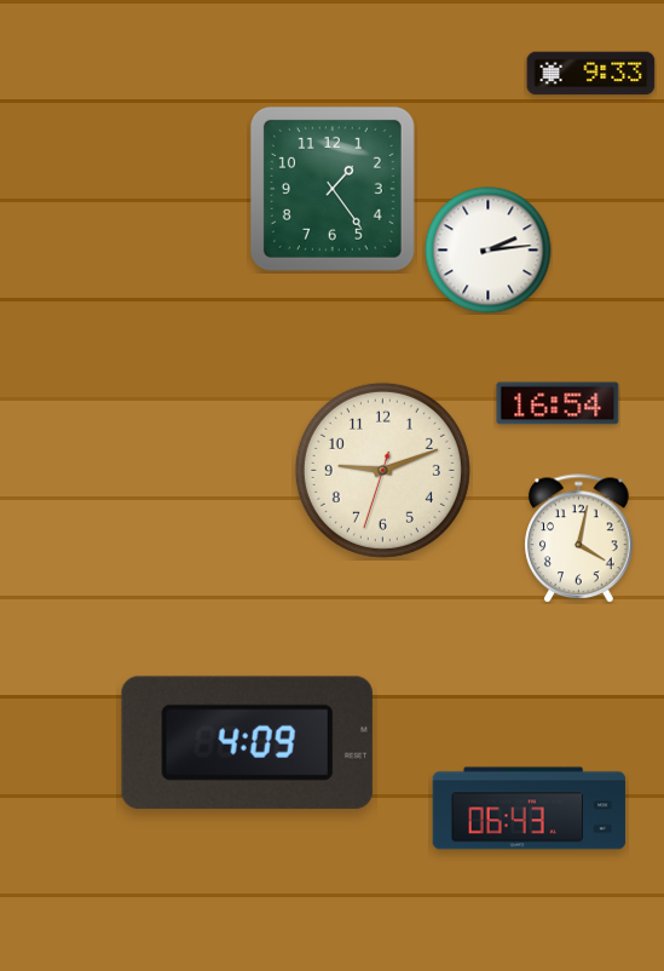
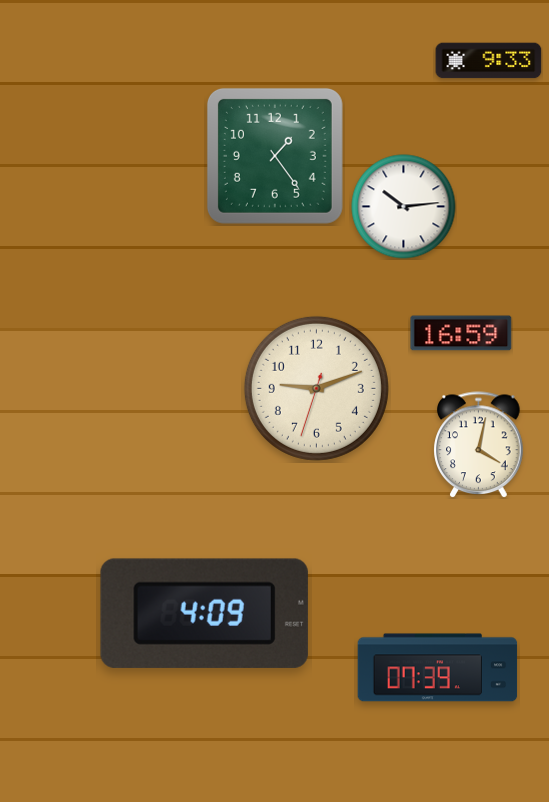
clock at (489, 251): 2:14 -> 10:14
clock at (558, 403): 16:54 -> 16:59
clock at (530, 809): 06:43 -> 07:39
